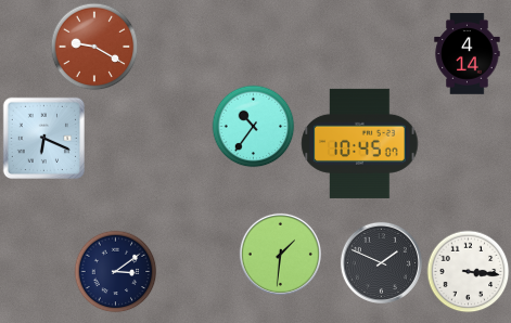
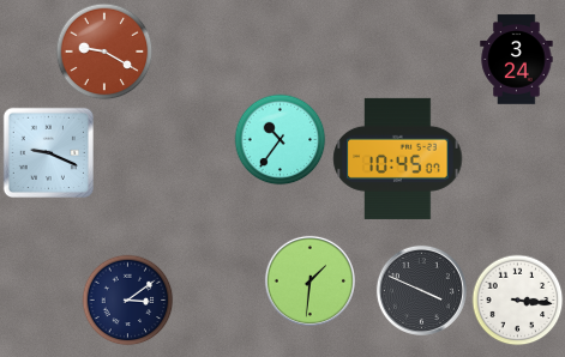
clock at (468, 54): 4:14 -> 3:24
clock at (43, 138): 6:19 -> 9:19
clock at (381, 262): 1:49 -> 3:49
